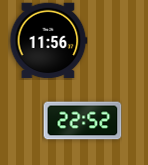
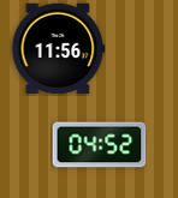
clock at (82, 121): 22:52 -> 04:52
